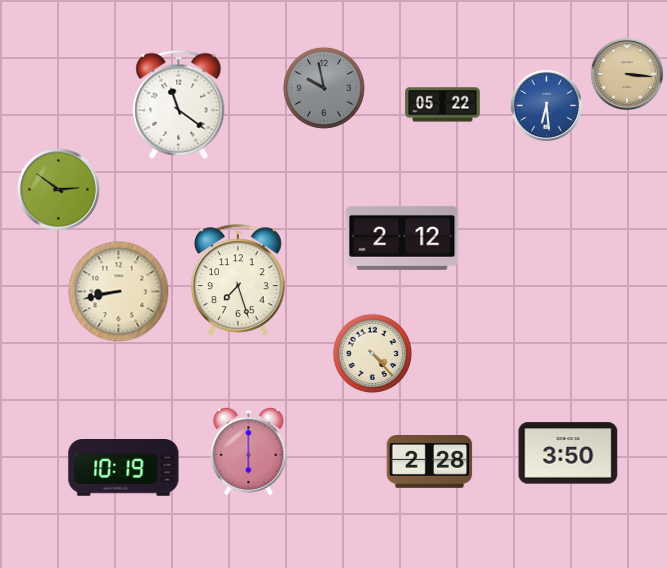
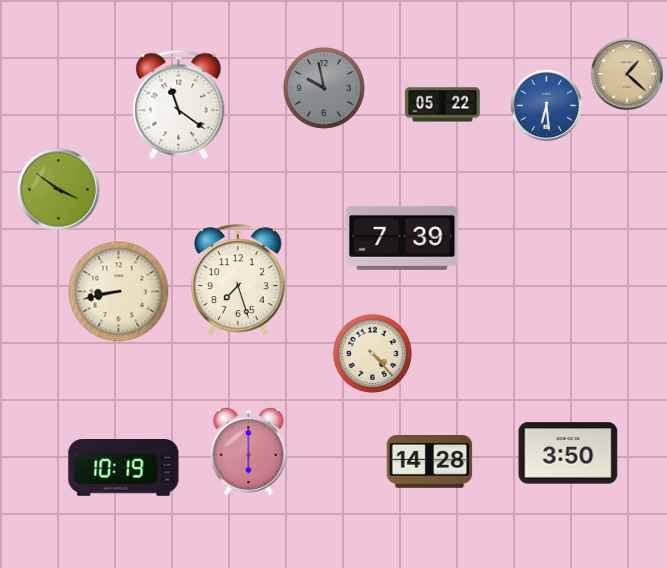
clock at (626, 73): 3:16 -> 1:22
clock at (59, 190): 2:51 -> 3:51
clock at (402, 238): 2:12 -> 7:39
clock at (430, 462): 2:28 -> 14:28
